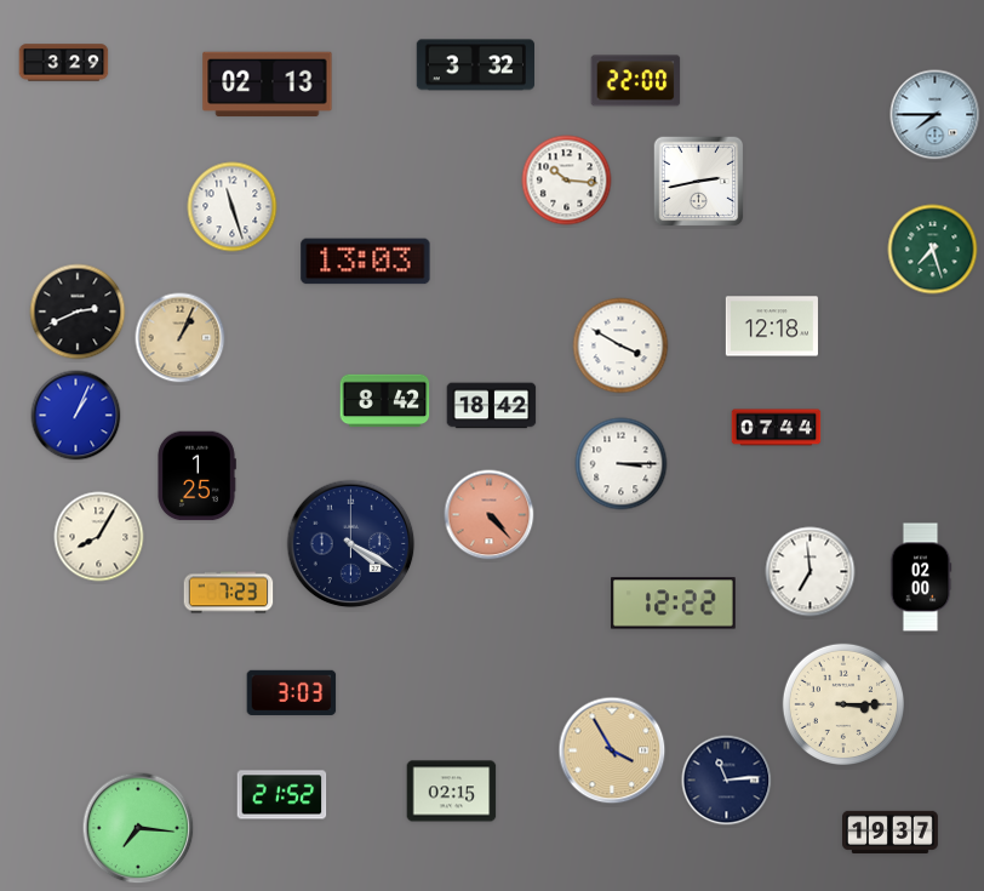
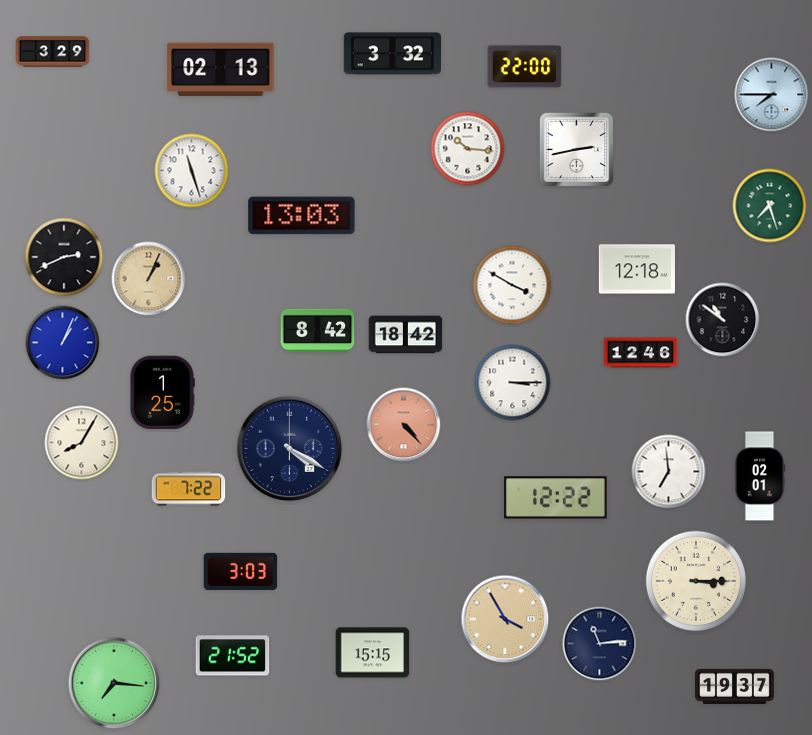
clock at (723, 320): none -> 10:51
clock at (777, 428): 07:44 -> 12:46
clock at (921, 577): 02:00 -> 02:01
clock at (229, 593): 7:23 -> 7:22
clock at (452, 792): 02:15 -> 15:15
